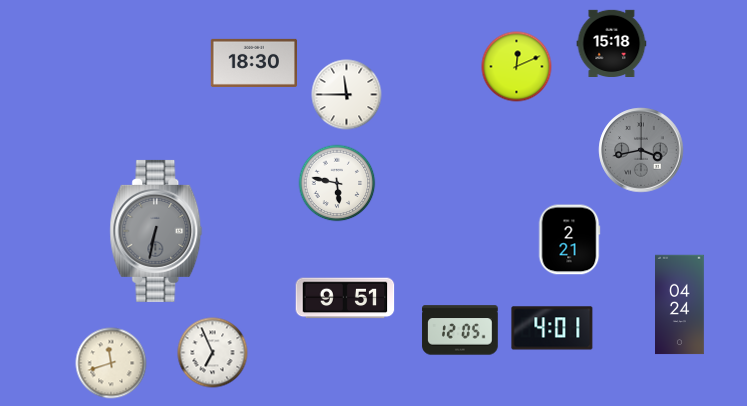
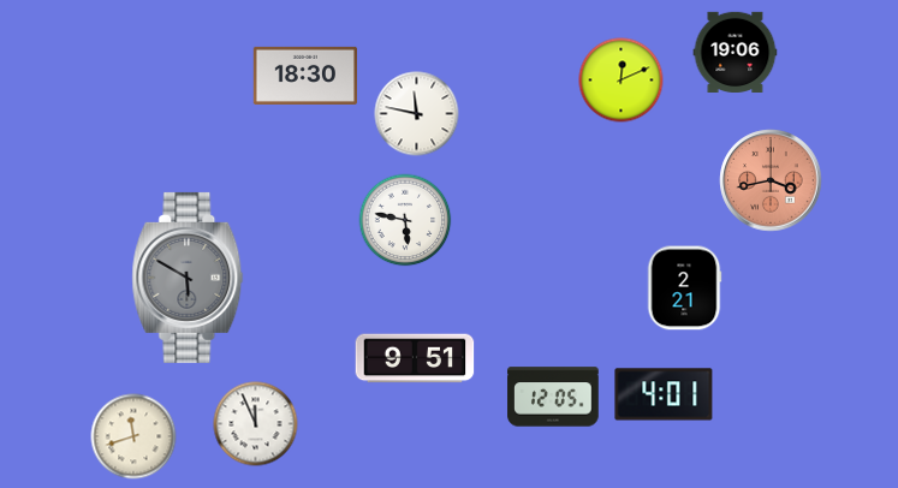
clock at (612, 43): 15:18 -> 19:06
clock at (347, 95): 11:45 -> 11:47
clock at (641, 150) dial: grey -> salmon
clock at (156, 231): 6:32 -> 5:50
clock at (680, 305): 04:24 -> none
clock at (213, 353): 6:56 -> 11:56
